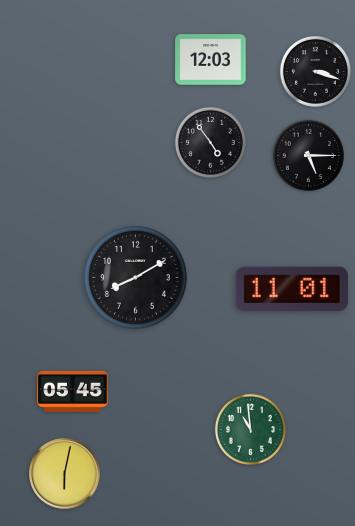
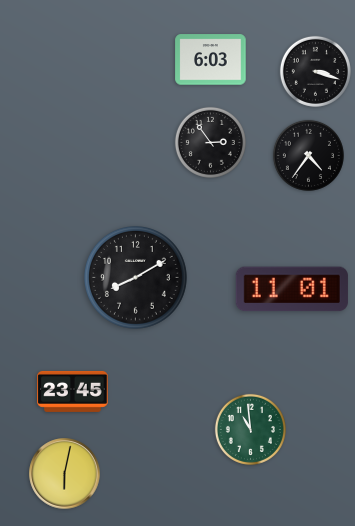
clock at (211, 60): 12:03 -> 6:03
clock at (210, 142): 4:54 -> 2:54
clock at (308, 155): 5:15 -> 4:36
clock at (73, 391): 05:45 -> 23:45
